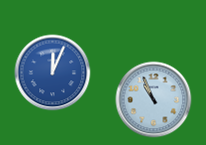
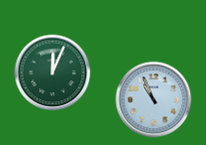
clock at (53, 73) dial: blue -> green
